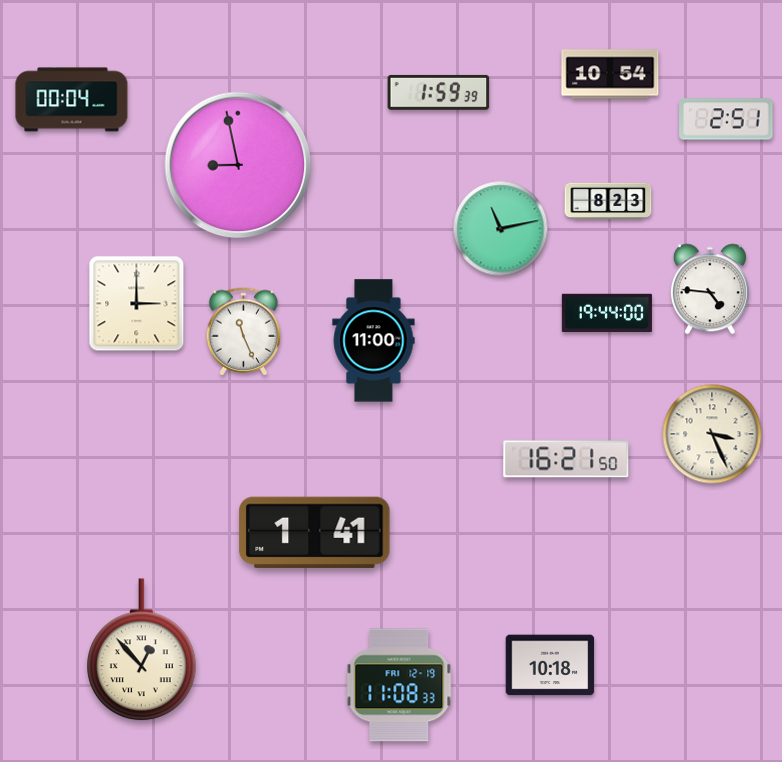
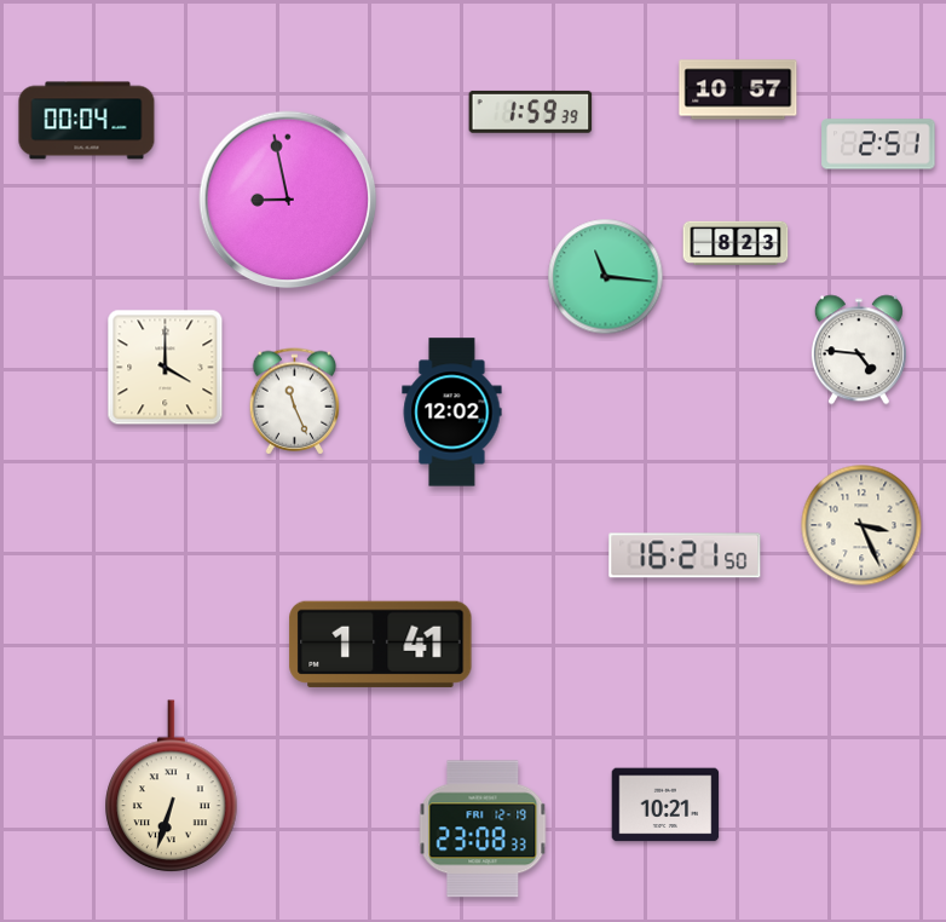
clock at (610, 74): 10:54 -> 10:57
clock at (501, 229): 11:13 -> 11:16
clock at (137, 304): 3:00 -> 4:00
clock at (607, 313): 19:44 -> none
clock at (374, 341): 11:00 -> 12:02
clock at (142, 650): 12:53 -> 6:33
clock at (550, 665): 10:18 -> 10:21
clock at (399, 685): 11:08 -> 23:08
